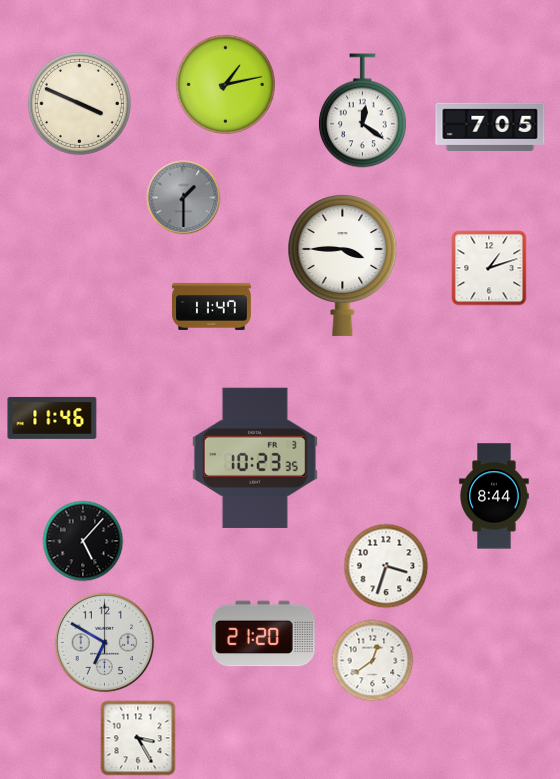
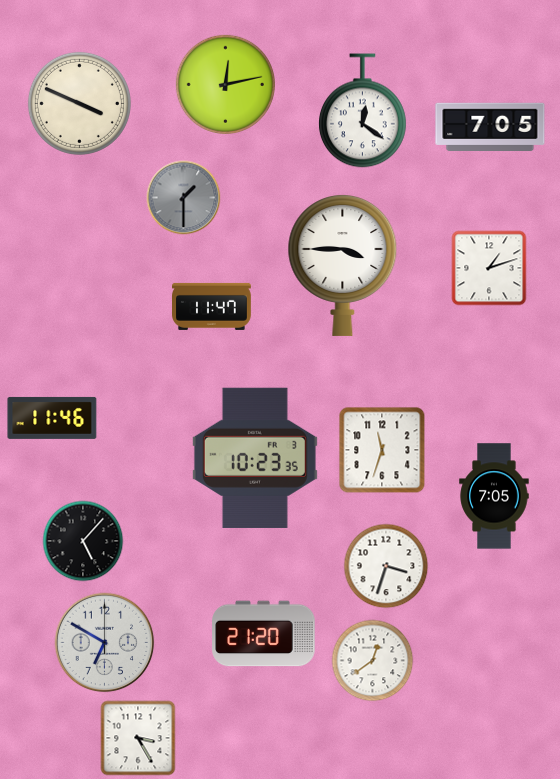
clock at (225, 84): 1:13 -> 12:13
clock at (382, 450): none -> 11:33
clock at (494, 496): 8:44 -> 7:05
